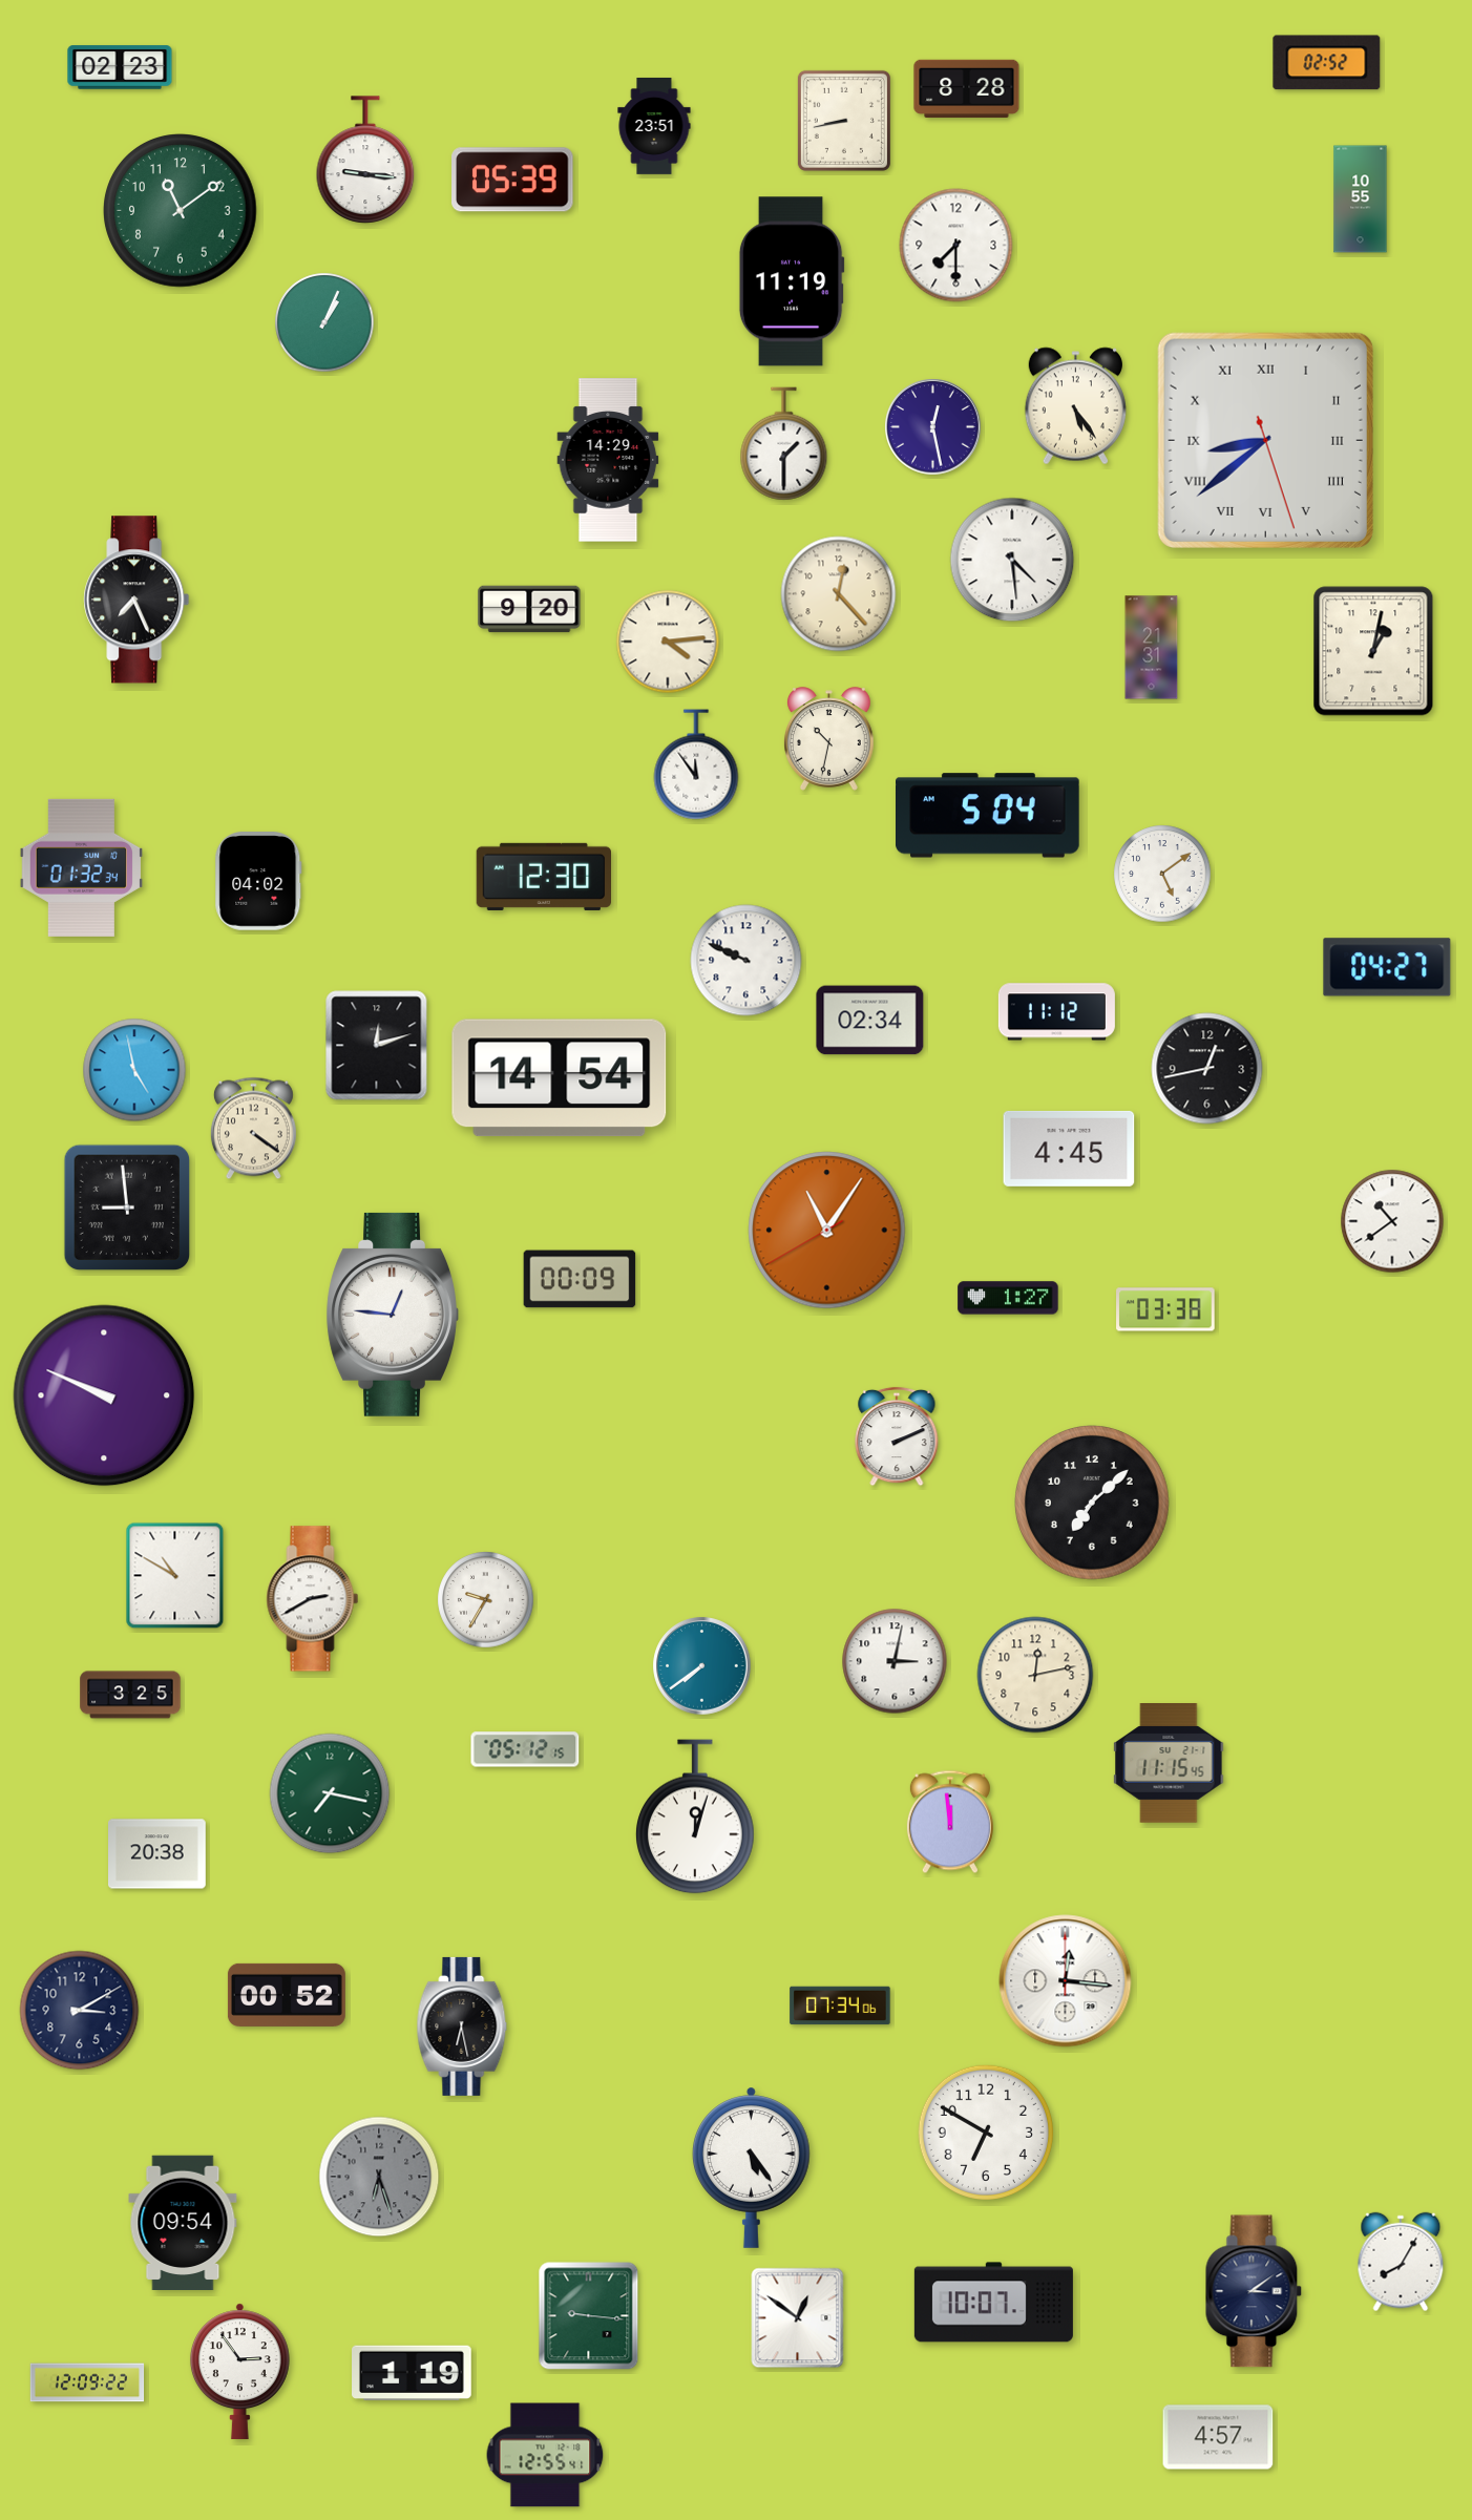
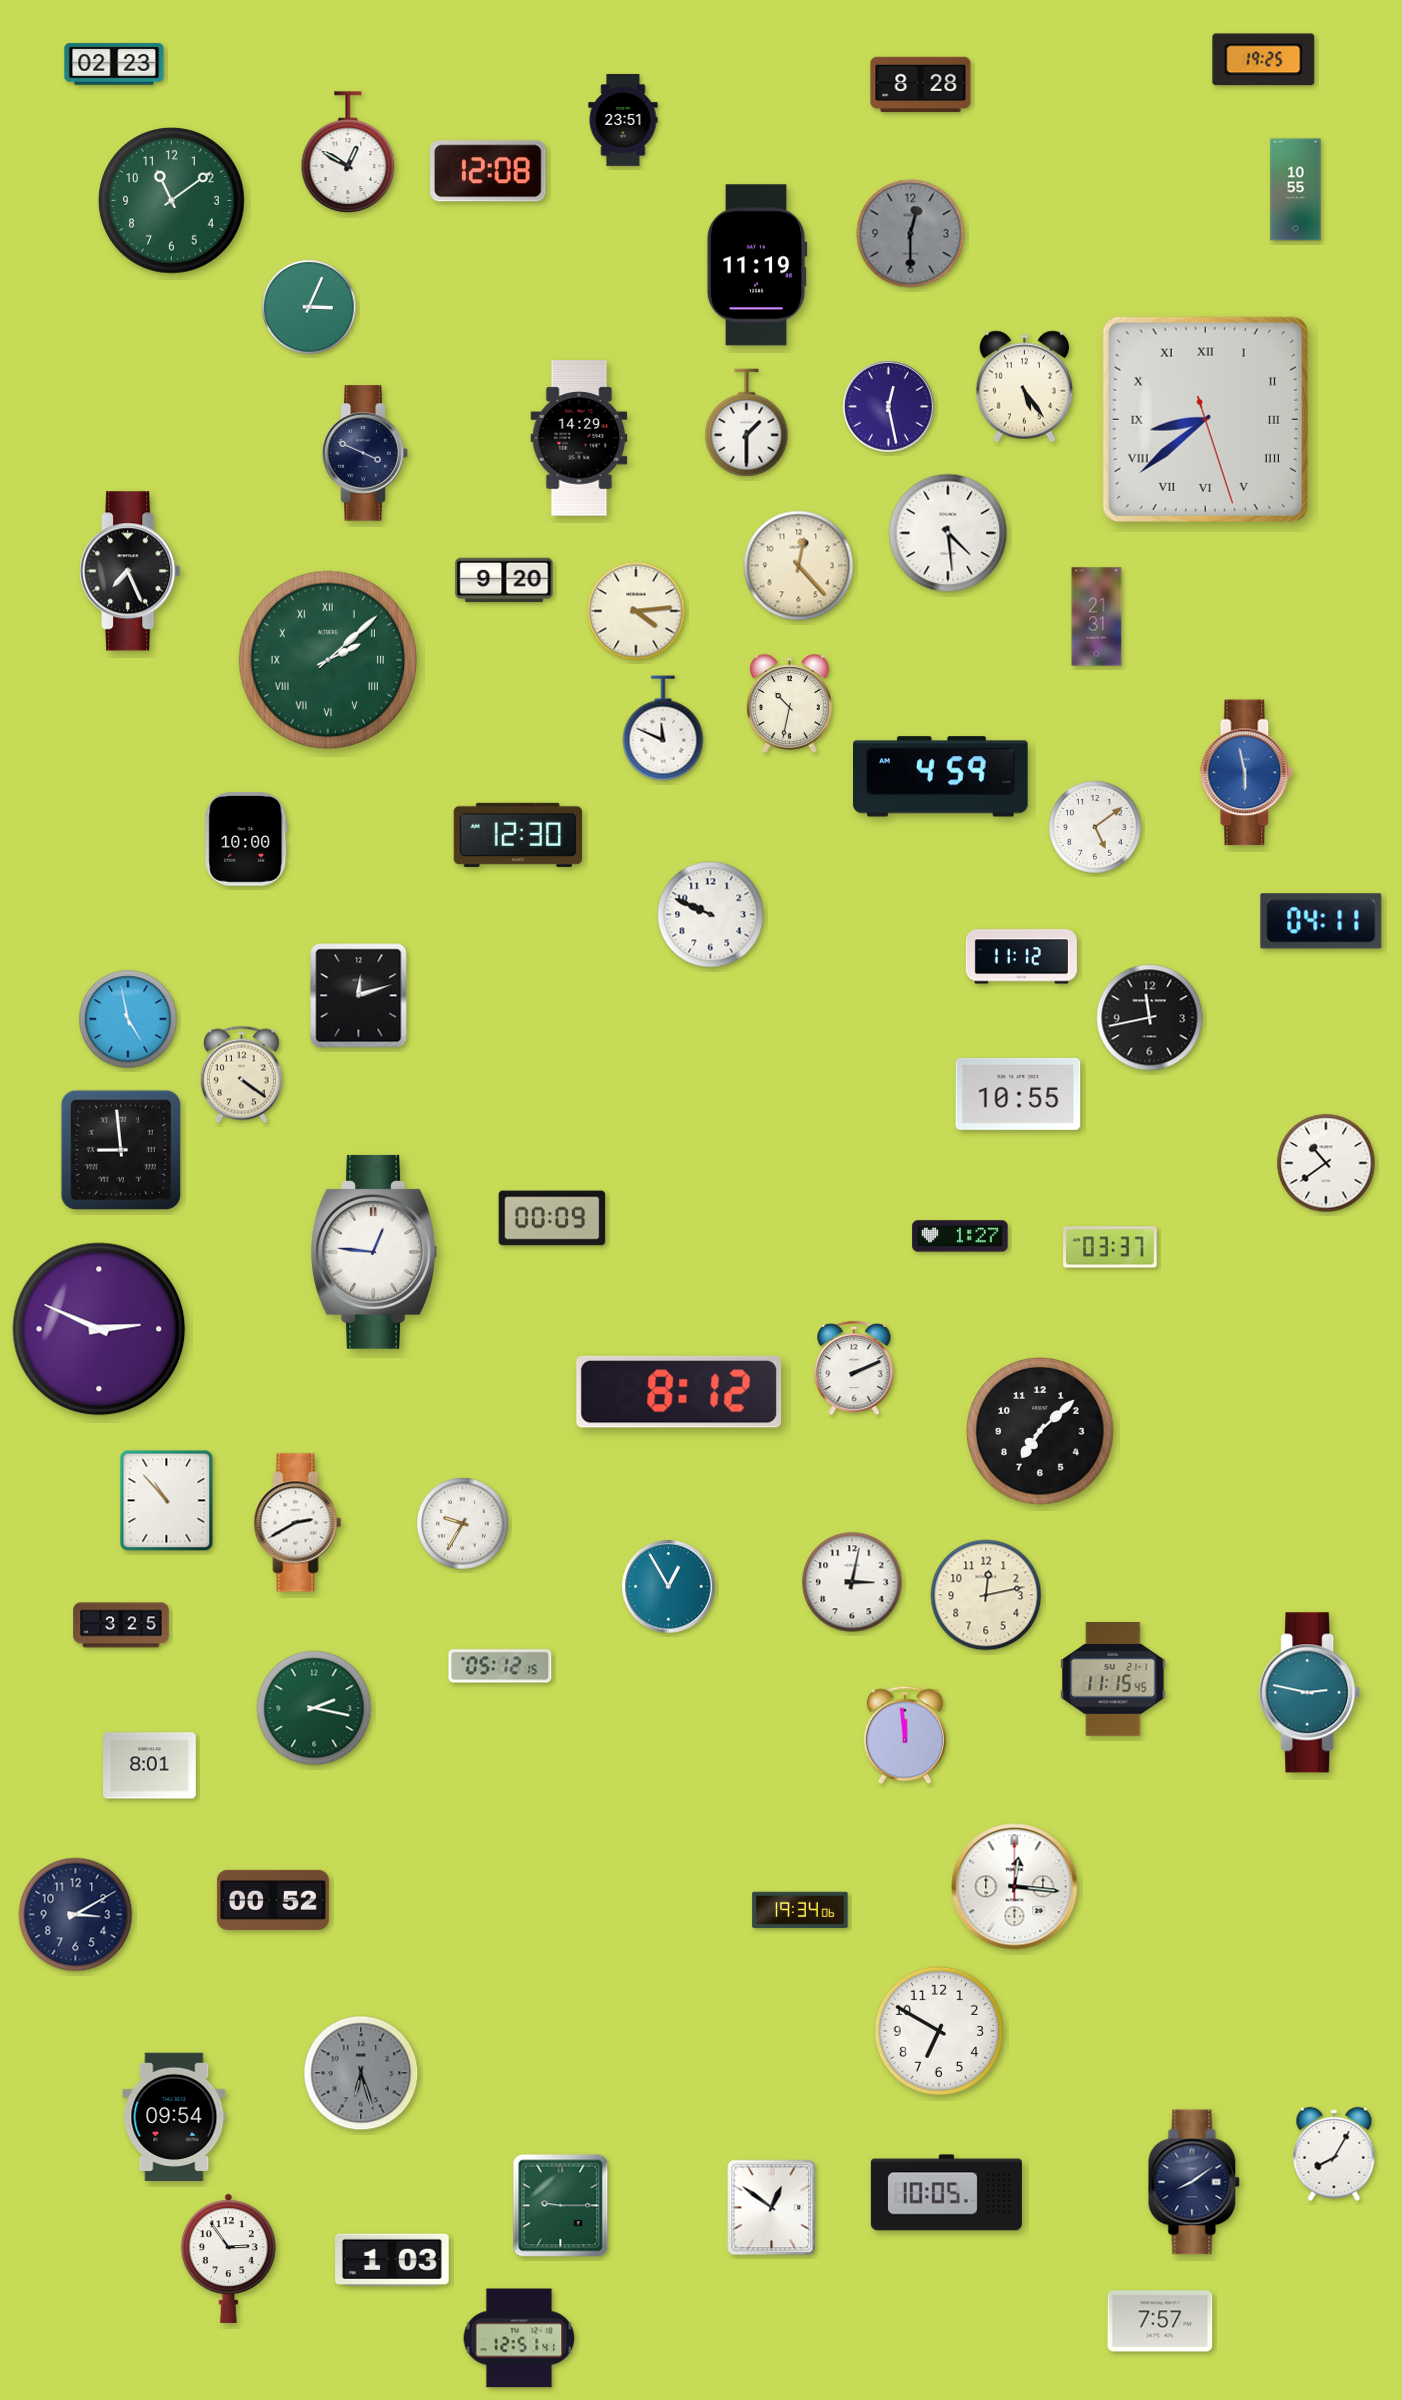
clock at (1327, 63): 02:52 -> 19:25
clock at (844, 121): 8:43 -> none
clock at (365, 160): 9:16 -> 12:50
clock at (512, 180): 05:39 -> 12:08
clock at (956, 246): 7:30 -> 12:30
clock at (956, 246) dial: white -> grey
clock at (792, 281) position: (792, 281) -> (757, 265)
clock at (324, 322): 1:04 -> 3:04
clock at (365, 453): none -> 3:49
clock at (1012, 560) position: (1012, 560) -> (948, 533)
clock at (1373, 651): 1:02 -> none
clock at (328, 660): none -> 2:08
clock at (696, 764): 11:54 -> 11:49
clock at (1247, 773): none -> 5:58
clock at (988, 816): 5:04 -> 4:59
clock at (81, 867): 01:32 -> none
clock at (1162, 874) position: (1162, 874) -> (1095, 827)
clock at (258, 881): 04:02 -> 10:00
clock at (1387, 967): 04:27 -> 04:11
clock at (1056, 1012) position: (1056, 1012) -> (1021, 957)
clock at (870, 1021): 02:34 -> none
clock at (1207, 1069): 12:43 -> 11:43
clock at (560, 1078): 14:54 -> none
clock at (1069, 1149): 4:45 -> 10:55
clock at (827, 1231): 11:05 -> none
clock at (1165, 1309): 03:38 -> 03:37
clock at (104, 1395): 9:49 -> 2:49
clock at (678, 1392): none -> 8:12
clock at (175, 1576): 10:50 -> 10:53
clock at (702, 1666): 7:39 -> 12:55
clock at (130, 1695) position: (130, 1695) -> (121, 1625)
clock at (1310, 1693): none -> 2:47
clock at (330, 1793): 7:17 -> 2:17
clock at (696, 1816): 12:03 -> none
clock at (157, 1854): 20:38 -> 8:01
clock at (840, 2005): 07:34 -> 19:34
clock at (462, 2026): 6:28 -> none
clock at (751, 2167): 5:24 -> none
clock at (1254, 2291): 3:09 -> 8:09
clock at (993, 2303): 10:07 -> 10:05
clock at (589, 2316): 9:16 -> 9:15
clock at (798, 2318) position: (798, 2318) -> (772, 2208)
clock at (413, 2373): 1:19 -> 1:03
clock at (87, 2382): 12:09 -> none
clock at (1218, 2437): 4:57 -> 7:57
clock at (545, 2455): 12:55 -> 12:51
